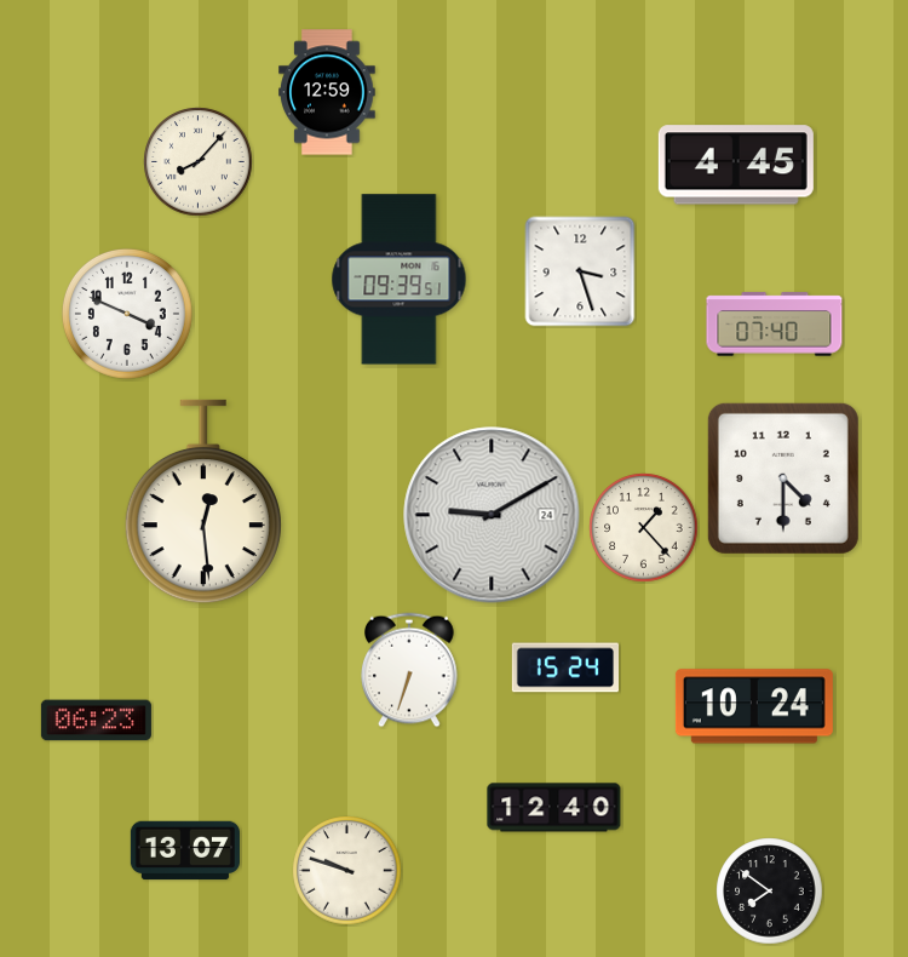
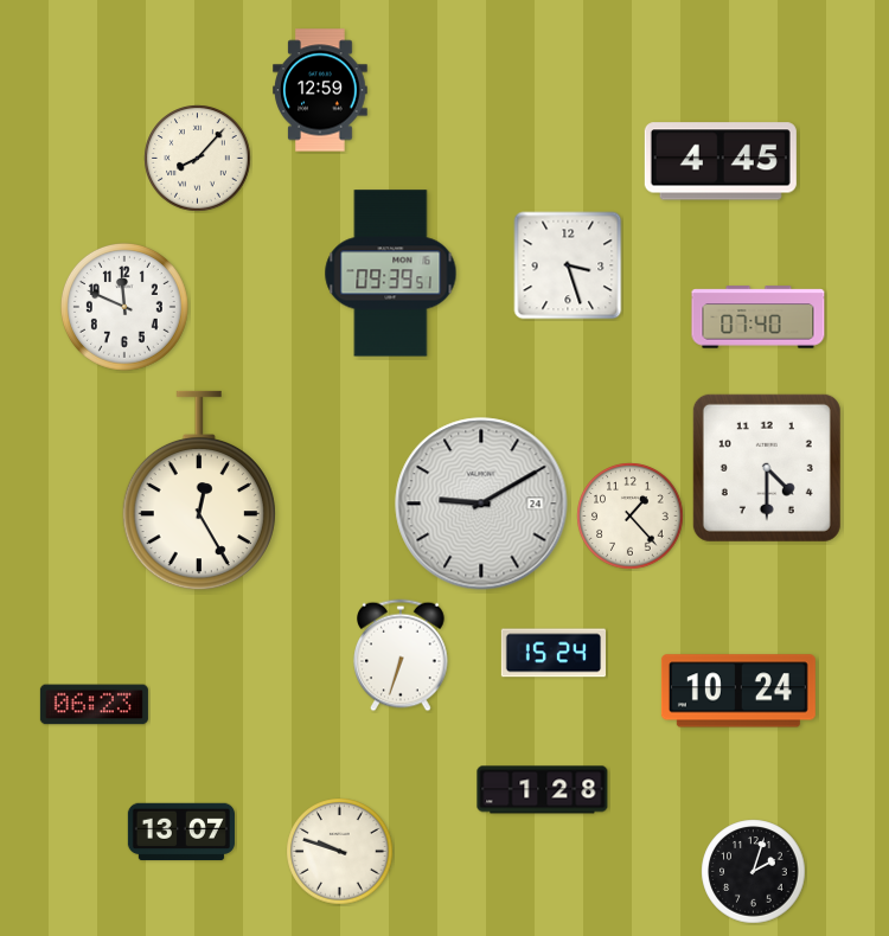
clock at (199, 162) position: (199, 162) -> (198, 159)
clock at (127, 314): 3:49 -> 11:49
clock at (203, 502): 12:29 -> 12:25
clock at (554, 808): 12:40 -> 1:28
clock at (770, 892): 7:51 -> 2:03
